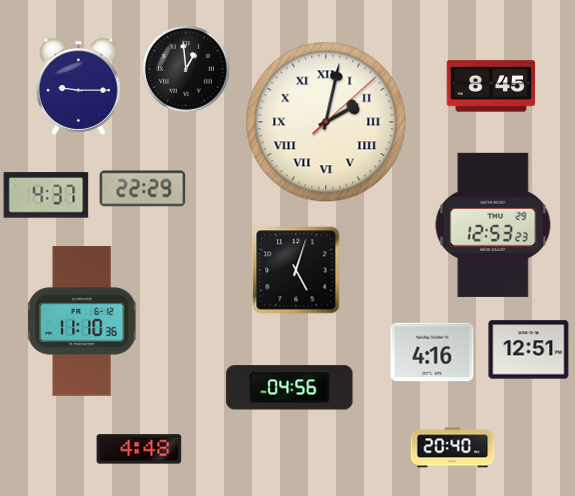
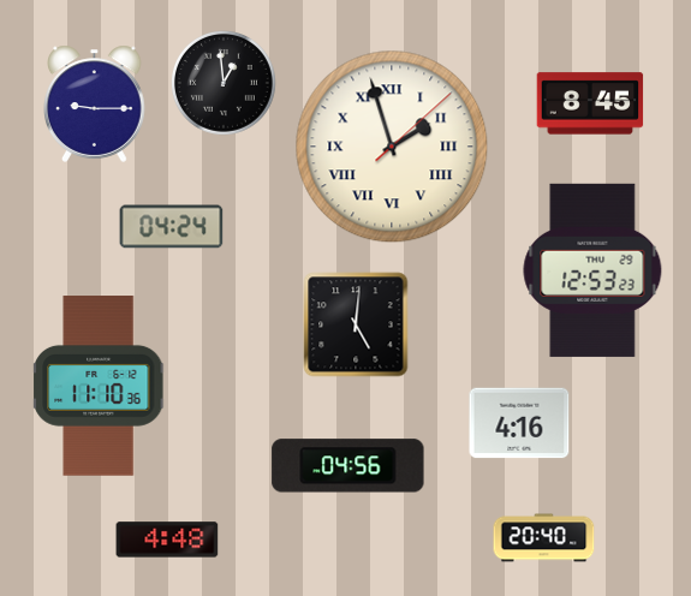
clock at (326, 122): 2:02 -> 1:57
clock at (143, 189): 22:29 -> 04:24
clock at (46, 195): 4:37 -> none
clock at (296, 270): 5:03 -> 5:01
clock at (529, 350): 12:51 -> none
